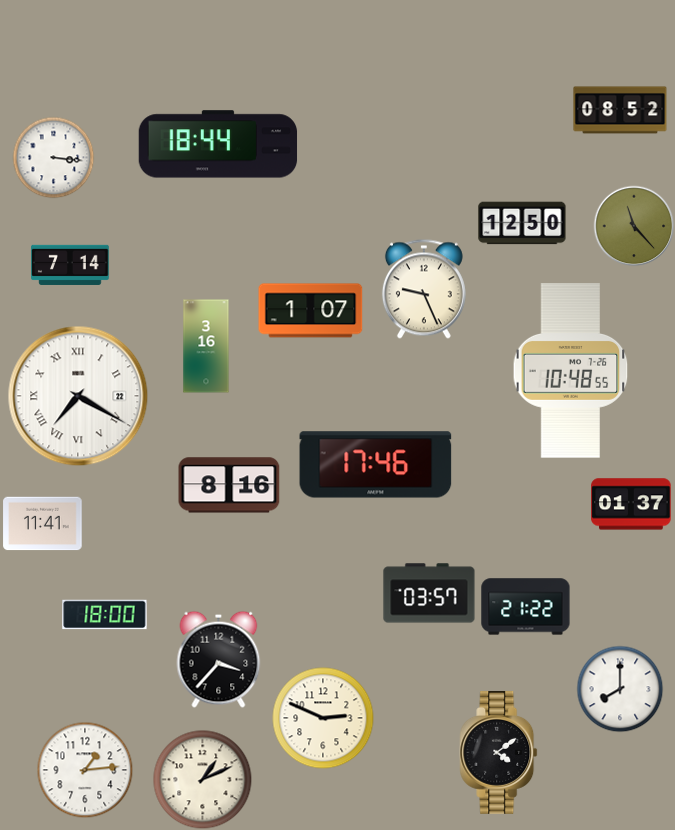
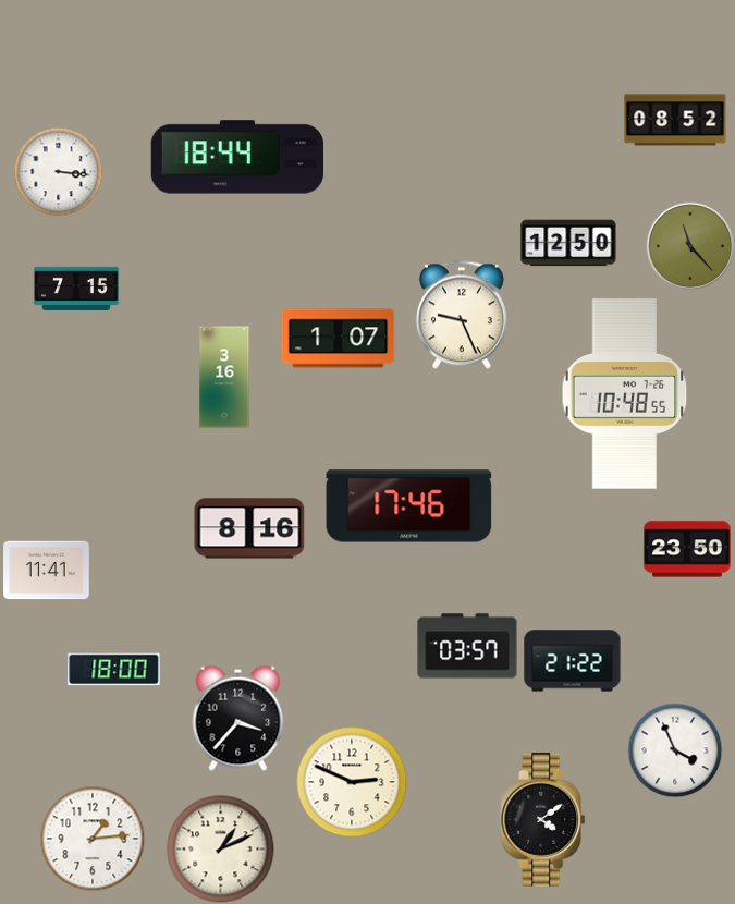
clock at (70, 265): 7:14 -> 7:15
clock at (571, 371) position: (571, 371) -> (625, 394)
clock at (78, 396): 7:20 -> none
clock at (631, 504): 01:37 -> 23:50
clock at (620, 689): 8:00 -> 3:56
